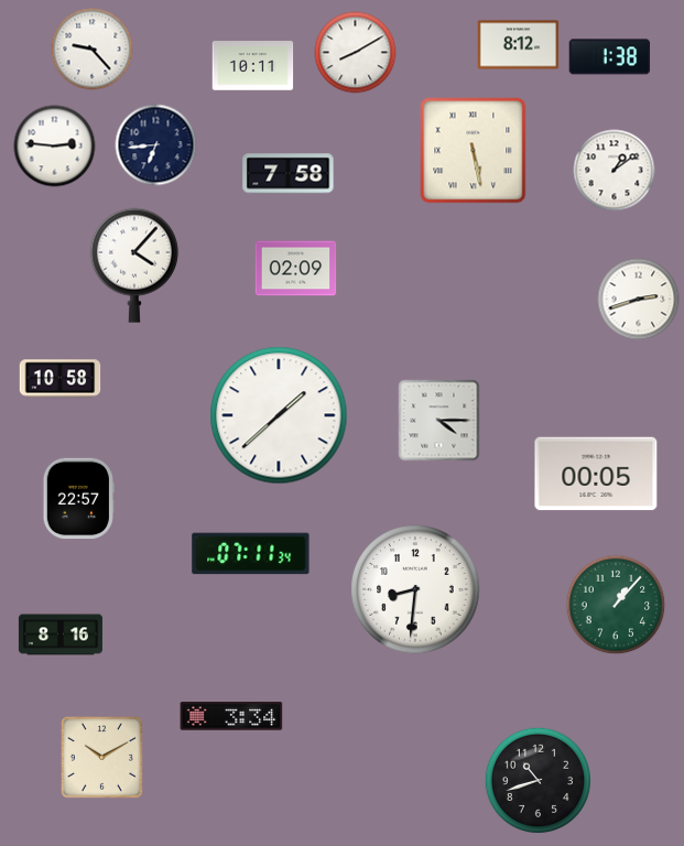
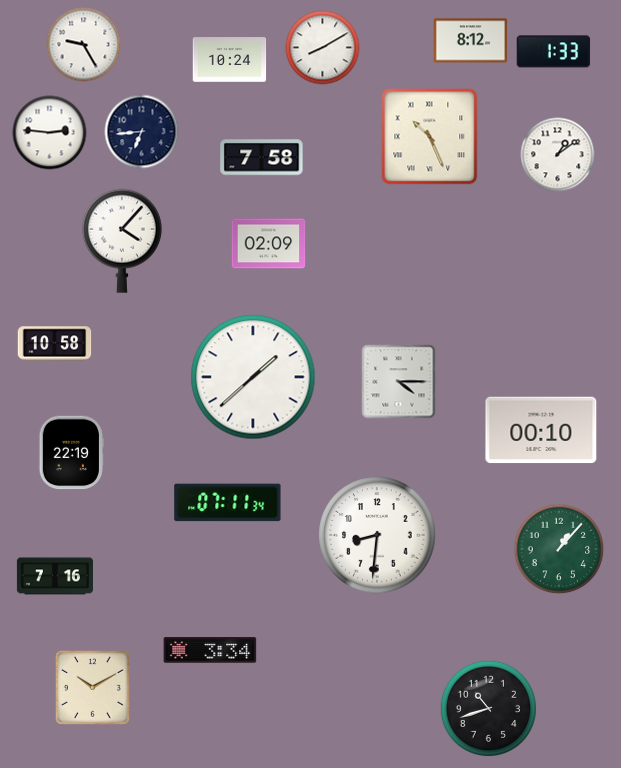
clock at (93, 50): 9:23 -> 9:25
clock at (610, 57): 1:38 -> 1:33
clock at (253, 66): 10:11 -> 10:24
clock at (474, 151): 5:28 -> 10:26
clock at (639, 300): 2:42 -> none
clock at (596, 474): 00:05 -> 00:10
clock at (78, 499): 22:57 -> 22:19
clock at (61, 634): 8:16 -> 7:16
